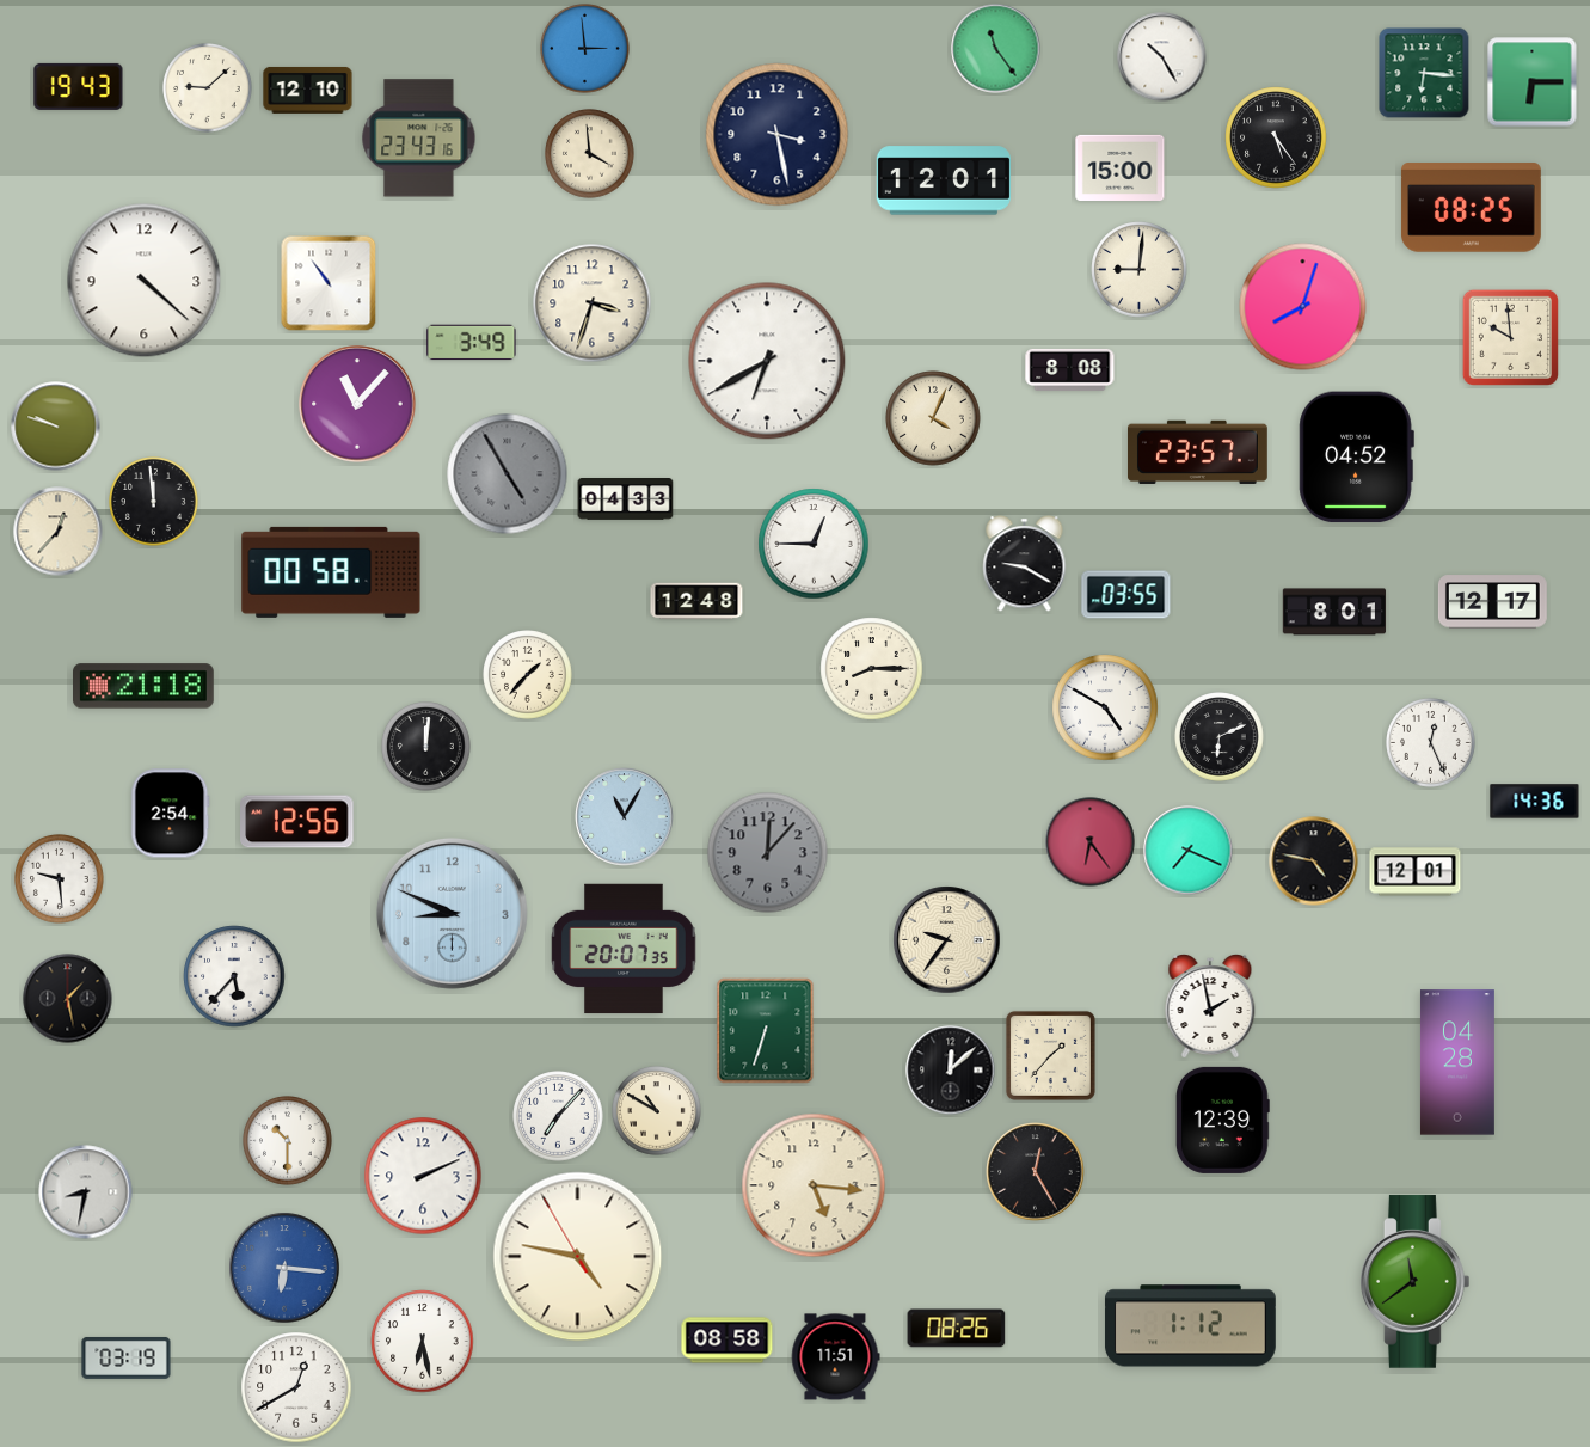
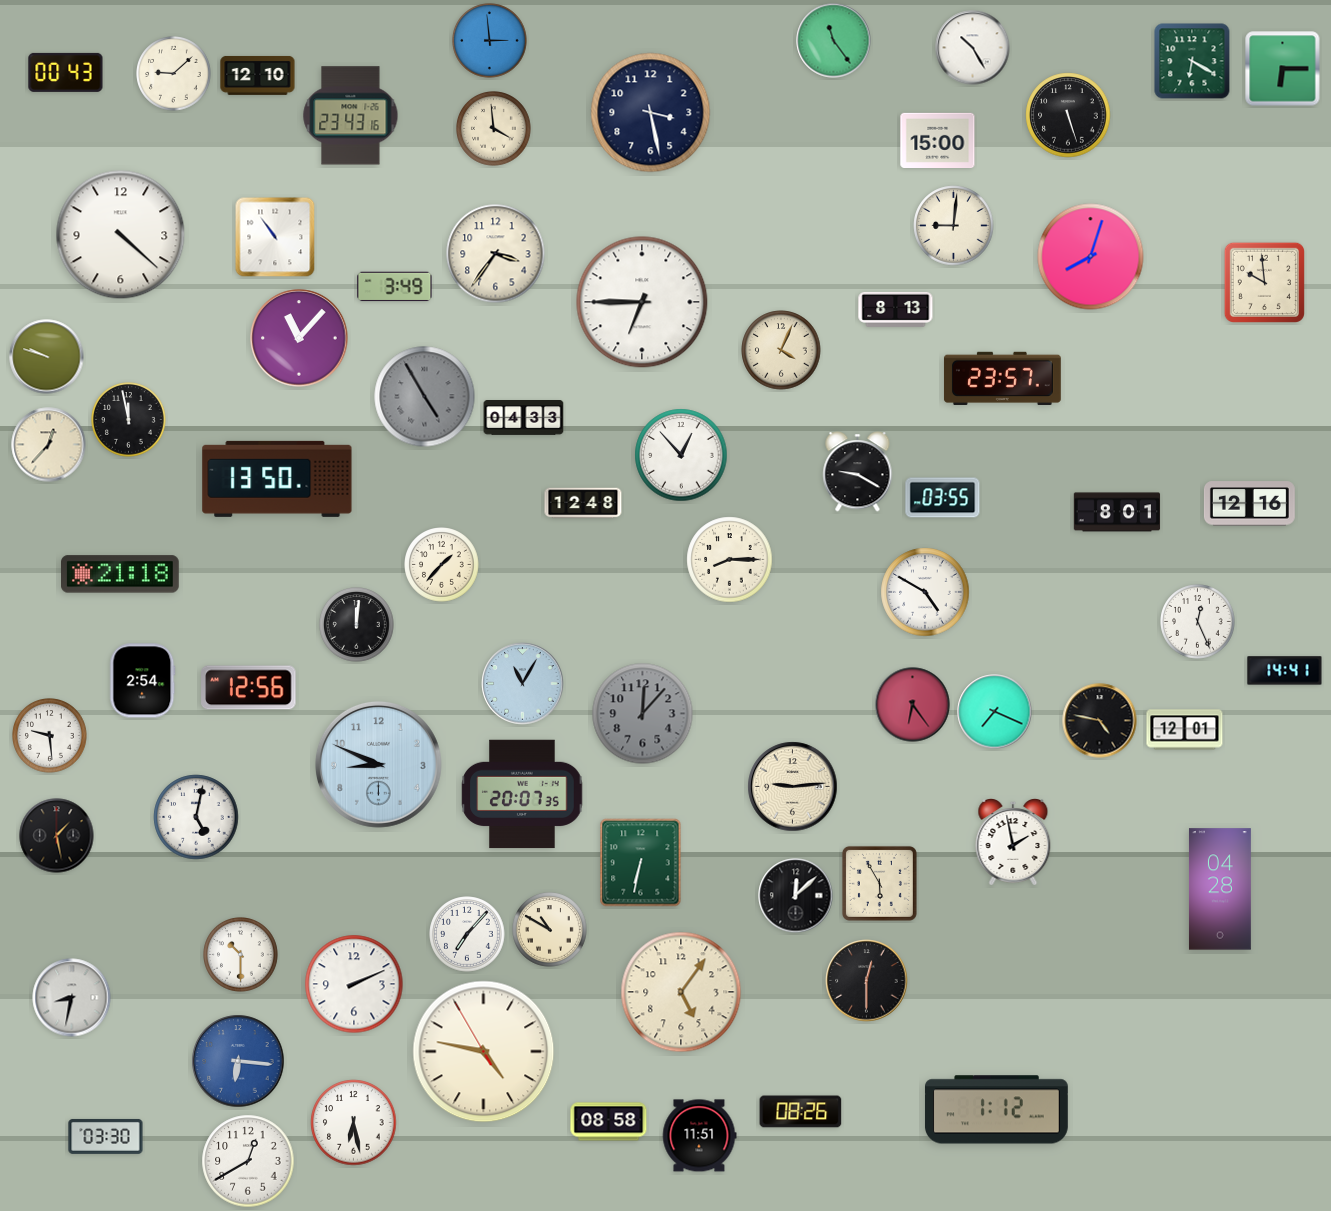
clock at (1424, 73): 6:16 -> 6:20
clock at (79, 86): 19:43 -> 00:43
clock at (1276, 137): 5:24 -> 5:27
clock at (943, 180): 12:01 -> none
clock at (1471, 208): 08:25 -> none
clock at (593, 303): 3:33 -> 3:36
clock at (767, 361): 6:40 -> 6:45
clock at (1070, 369): 8:08 -> 8:13
clock at (1356, 458): 04:52 -> none
clock at (154, 502): 11:59 -> 11:58
clock at (814, 544): 12:45 -> 12:53
clock at (331, 572): 00:58 -> 13:50
clock at (1492, 602): 12:17 -> 12:16
clock at (1220, 737): 6:11 -> none
clock at (1535, 802): 14:36 -> 14:41
clock at (947, 940): 9:36 -> 9:14
clock at (234, 976): 5:37 -> 5:02
clock at (766, 1031): 6:33 -> 6:32
clock at (1050, 1055): 1:37 -> 5:55
clock at (1223, 1120): 12:39 -> none
clock at (1036, 1172): 12:25 -> 12:30
clock at (814, 1185): 5:16 -> 5:06
clock at (1416, 1282): 11:39 -> none
clock at (127, 1357): 03:19 -> 03:30
